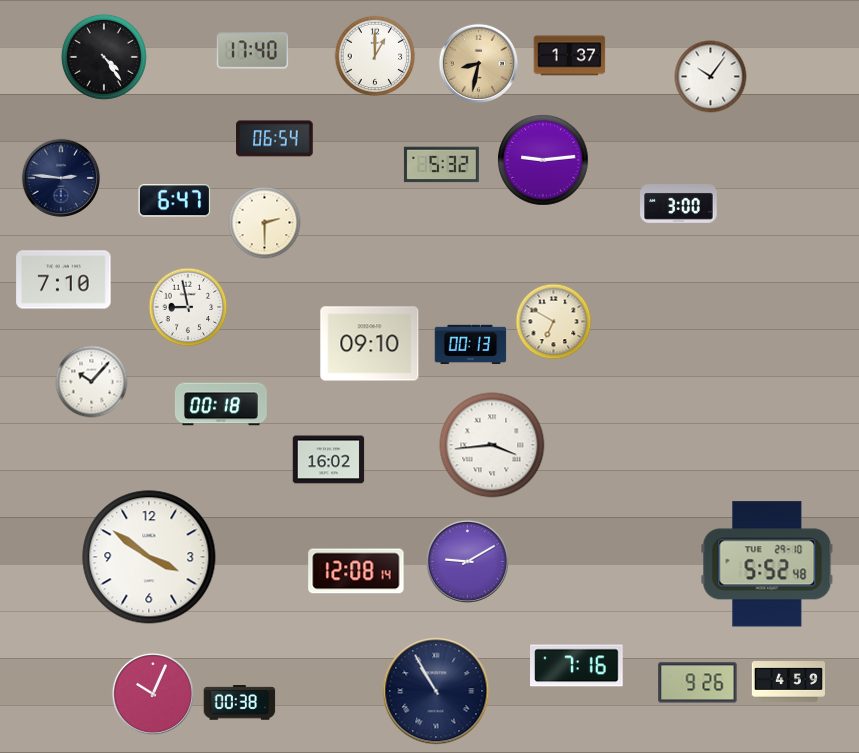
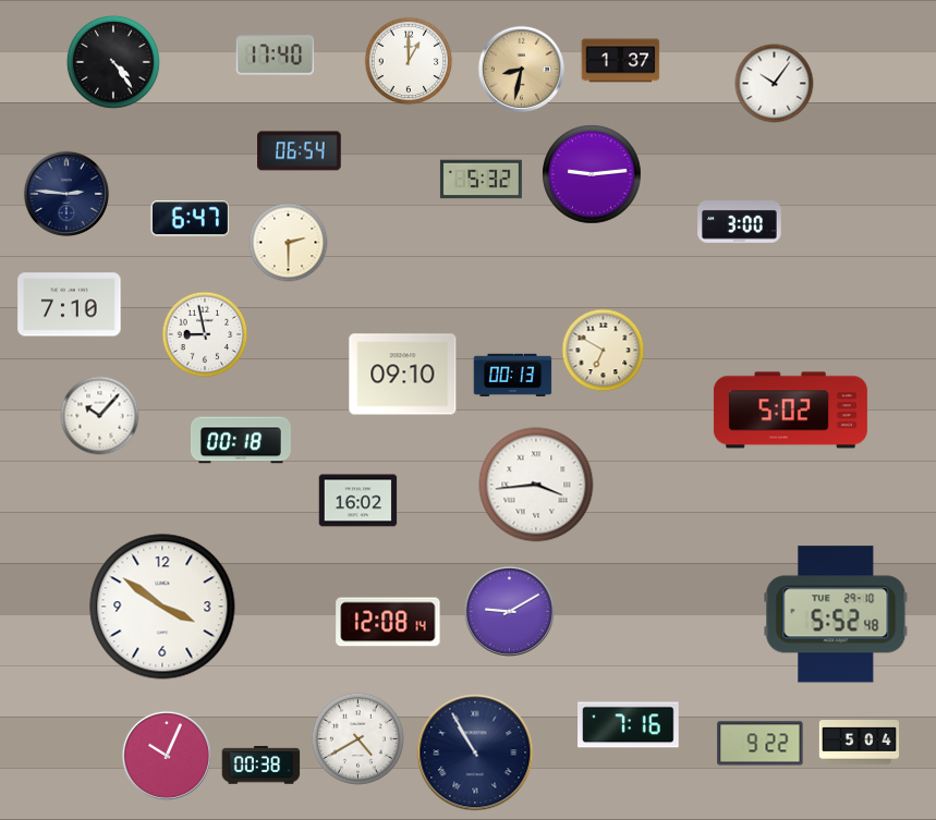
clock at (790, 411): none -> 5:02
clock at (357, 738): none -> 4:40
clock at (788, 682): 4:59 -> 5:04
clock at (698, 683): 9:26 -> 9:22
